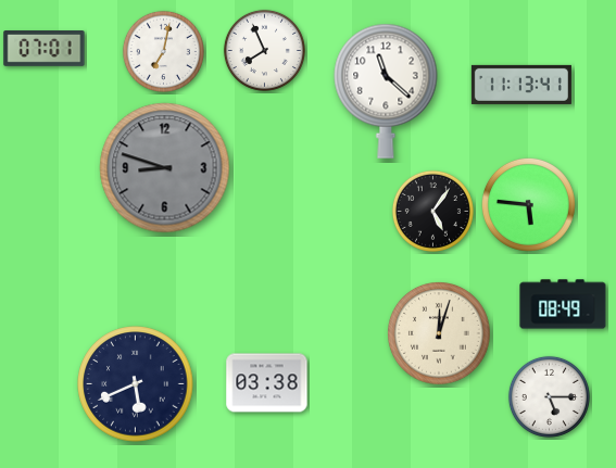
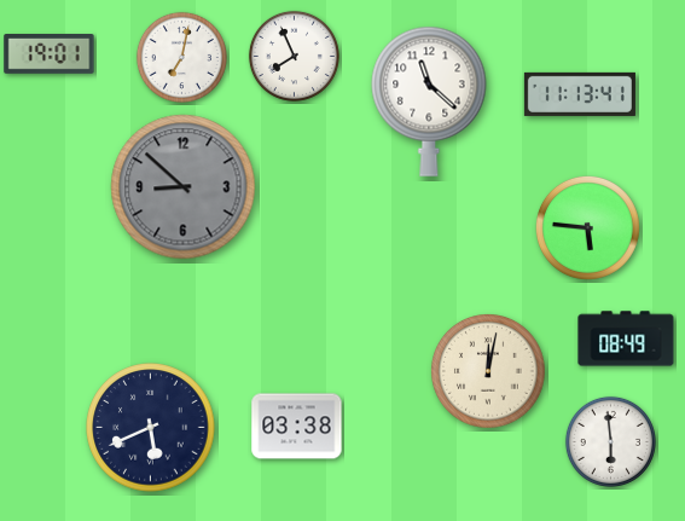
clock at (45, 49): 07:01 -> 19:01
clock at (165, 168): 8:48 -> 8:52
clock at (432, 211): 5:06 -> none
clock at (440, 334): 12:03 -> 12:02
clock at (549, 396): 5:15 -> 5:59
